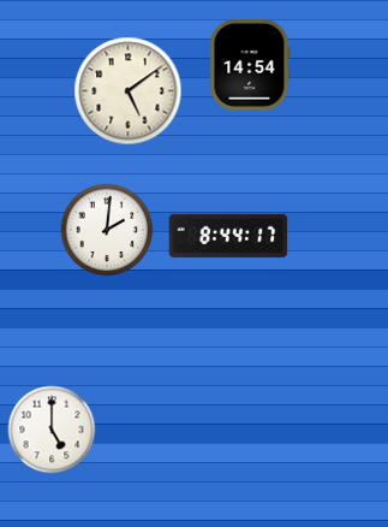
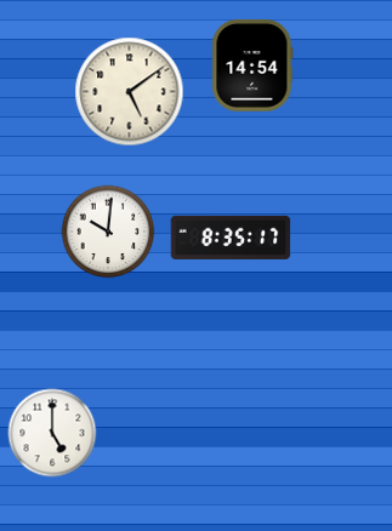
clock at (107, 230): 2:01 -> 10:01
clock at (228, 236): 8:44 -> 8:35
